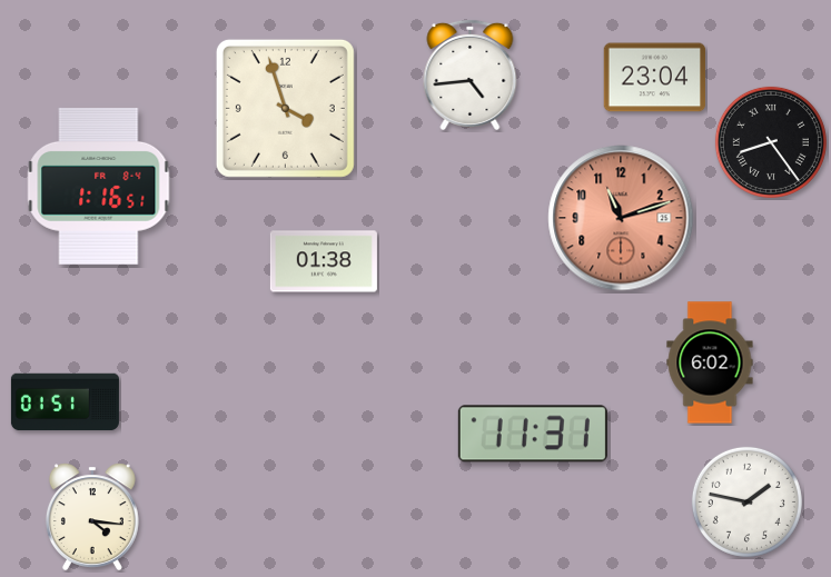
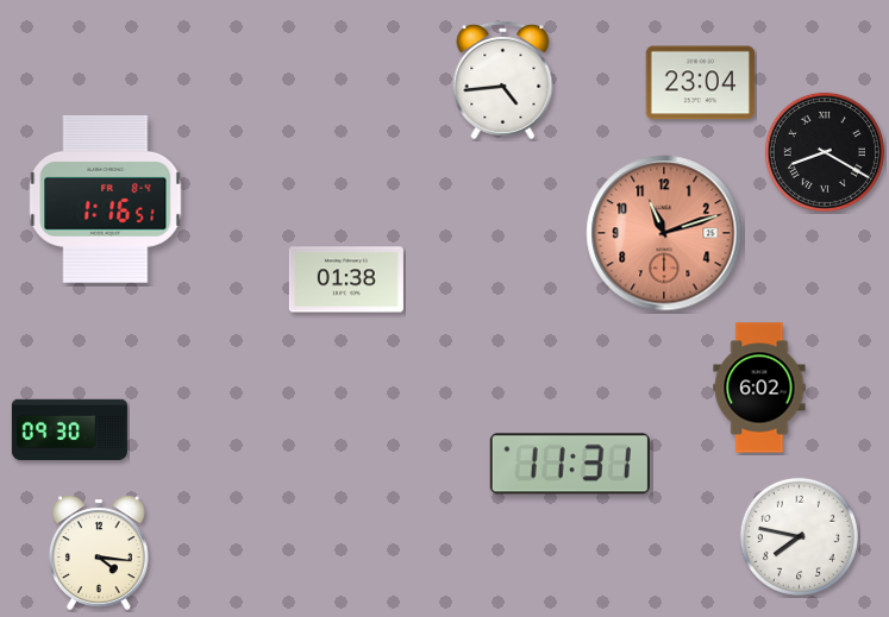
clock at (285, 108): 3:57 -> none
clock at (771, 142): 8:24 -> 8:20
clock at (65, 402): 01:51 -> 09:30
clock at (746, 501): 1:47 -> 7:47
